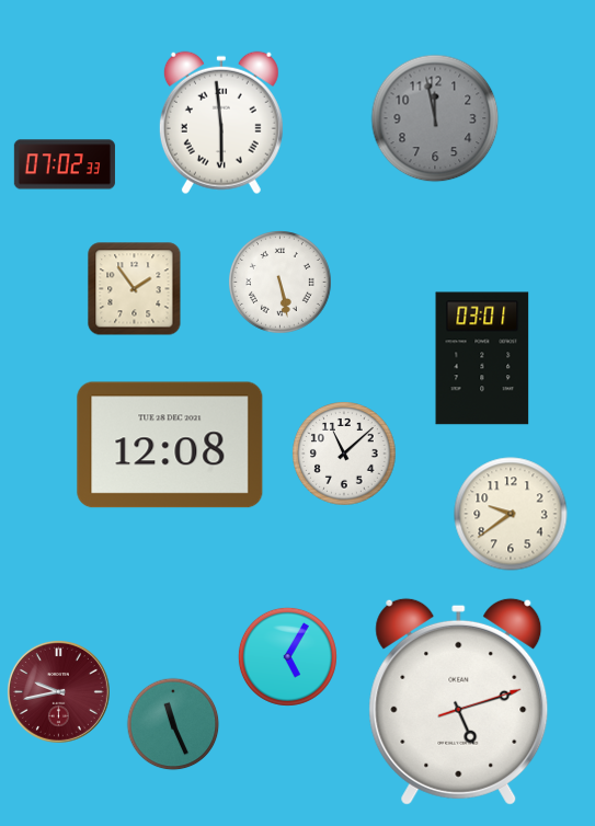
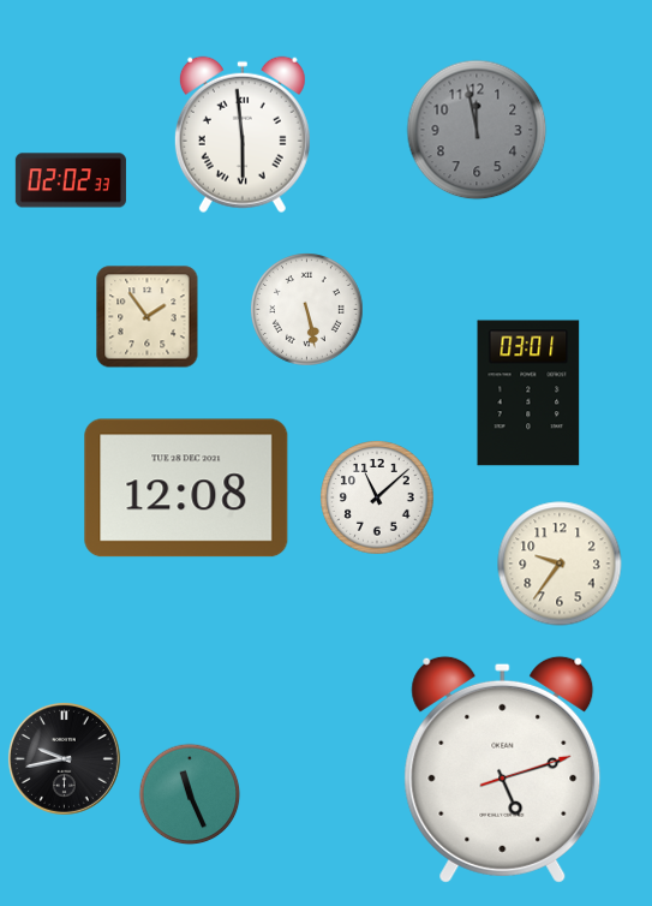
clock at (65, 164): 07:02 -> 02:02
clock at (511, 514): 9:39 -> 9:36
clock at (287, 656): 5:05 -> none
clock at (58, 691) dial: burgundy -> black
